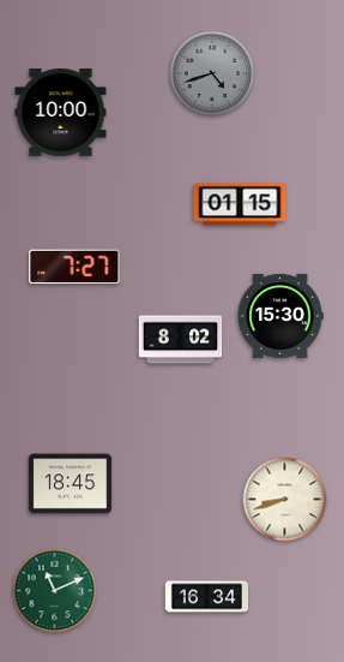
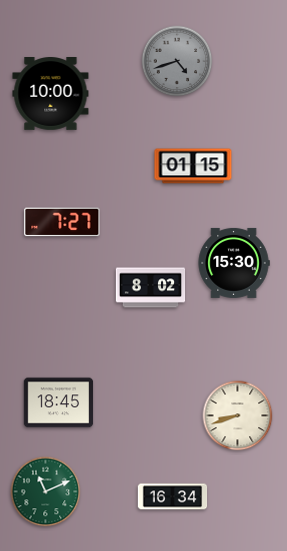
clock at (240, 204) position: (240, 204) -> (193, 166)
clock at (181, 340) position: (181, 340) -> (151, 288)
